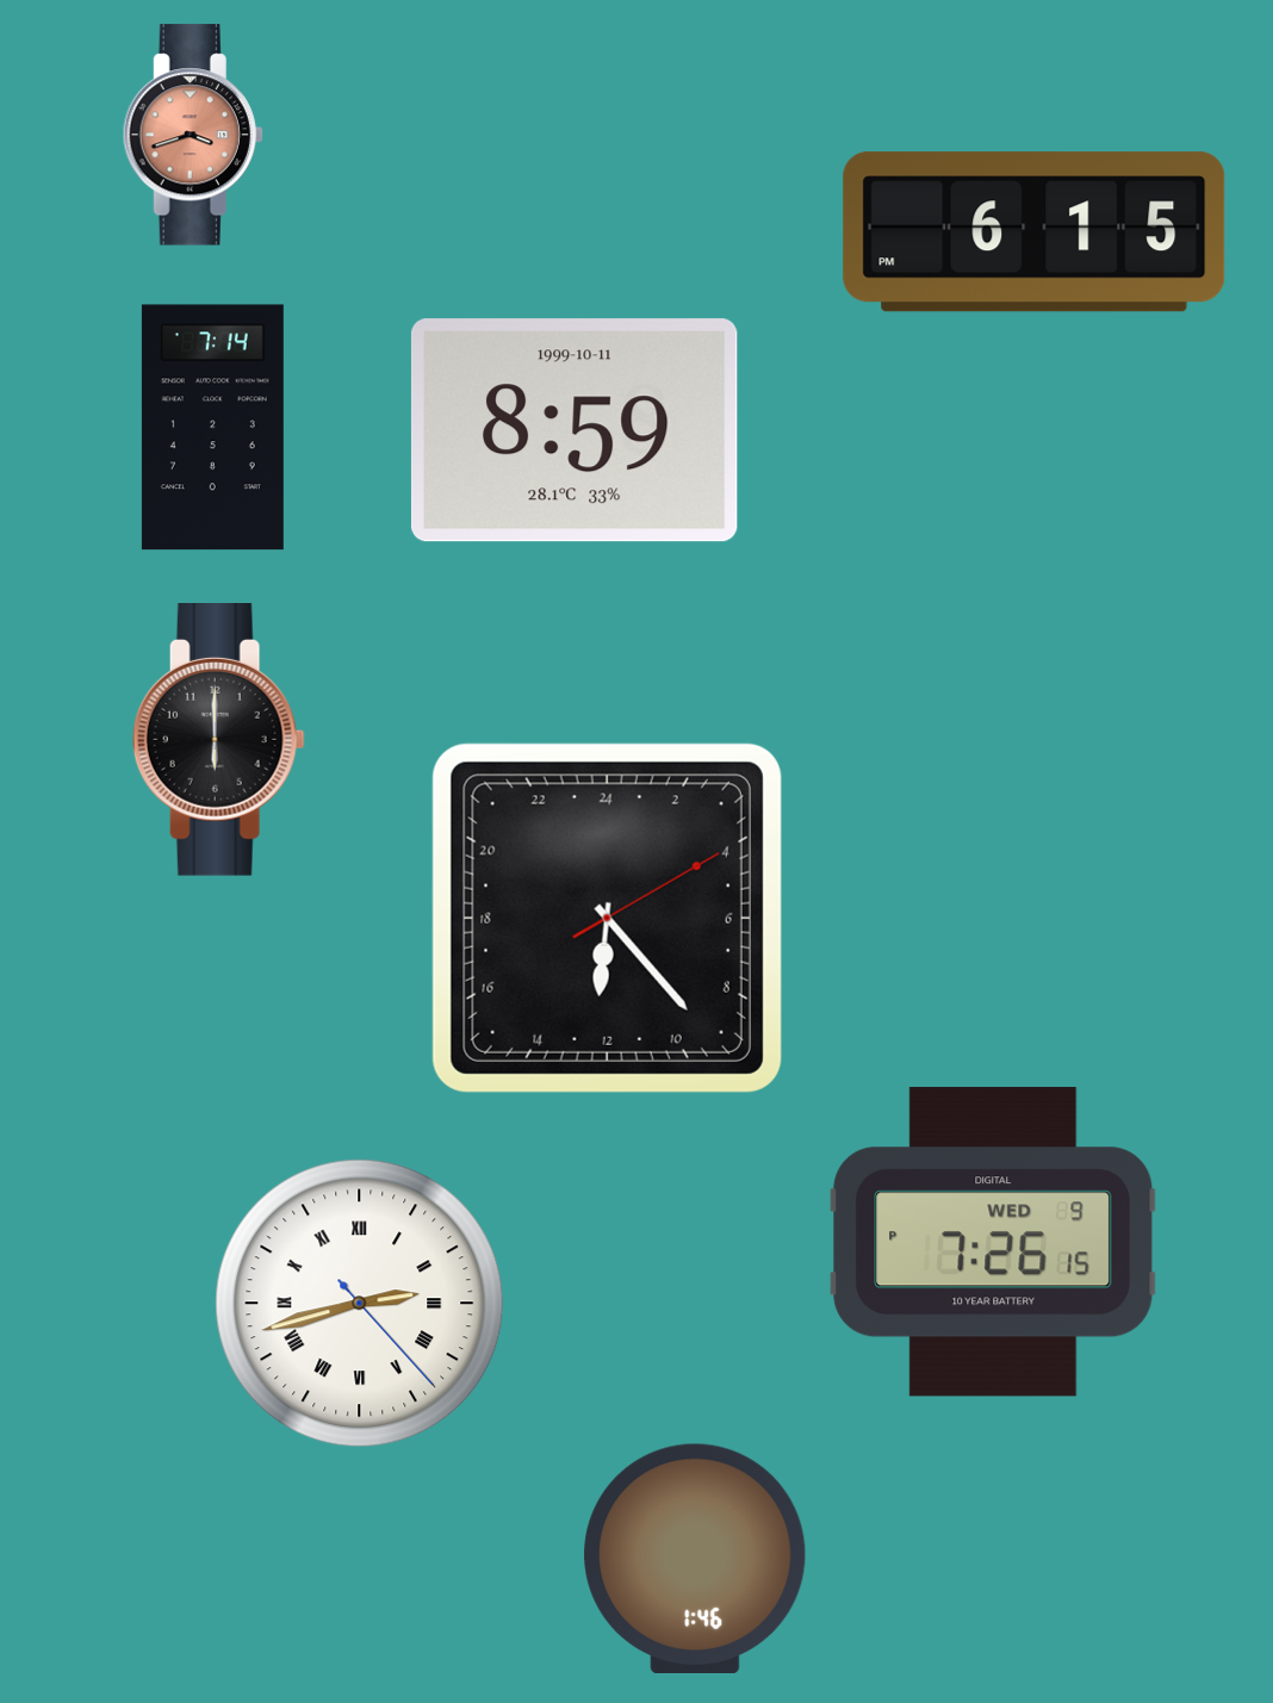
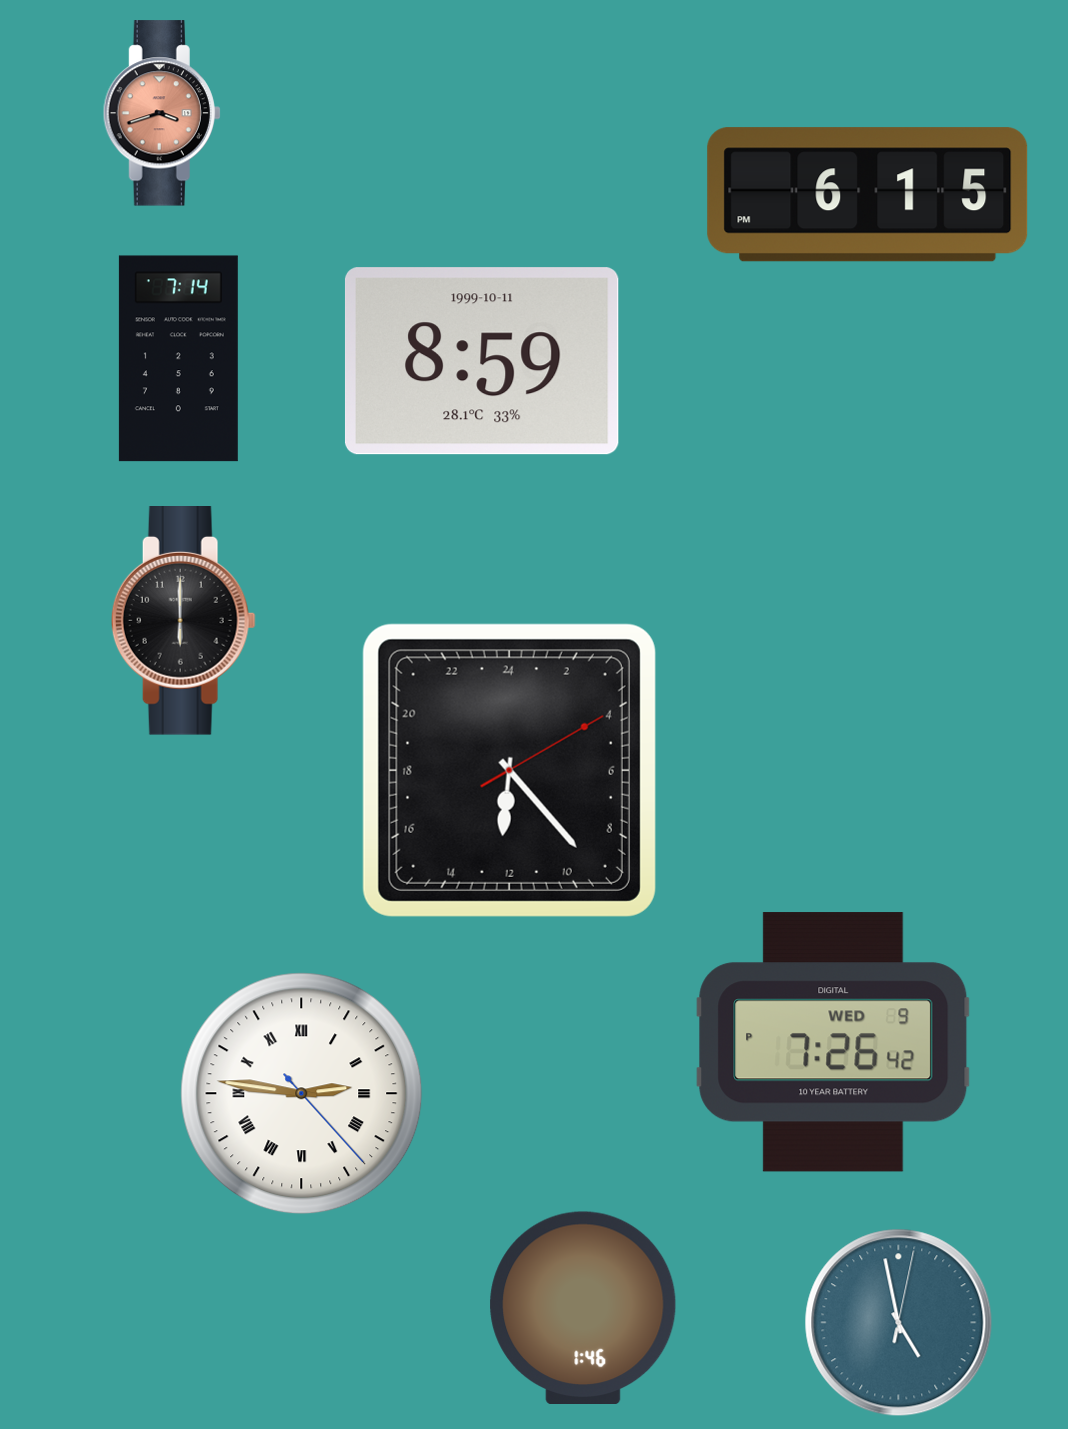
clock at (993, 1242): 7:26:15 PM -> 7:26:42 PM
clock at (360, 1304): 2:42 -> 2:46
clock at (899, 1323): none -> 4:58
